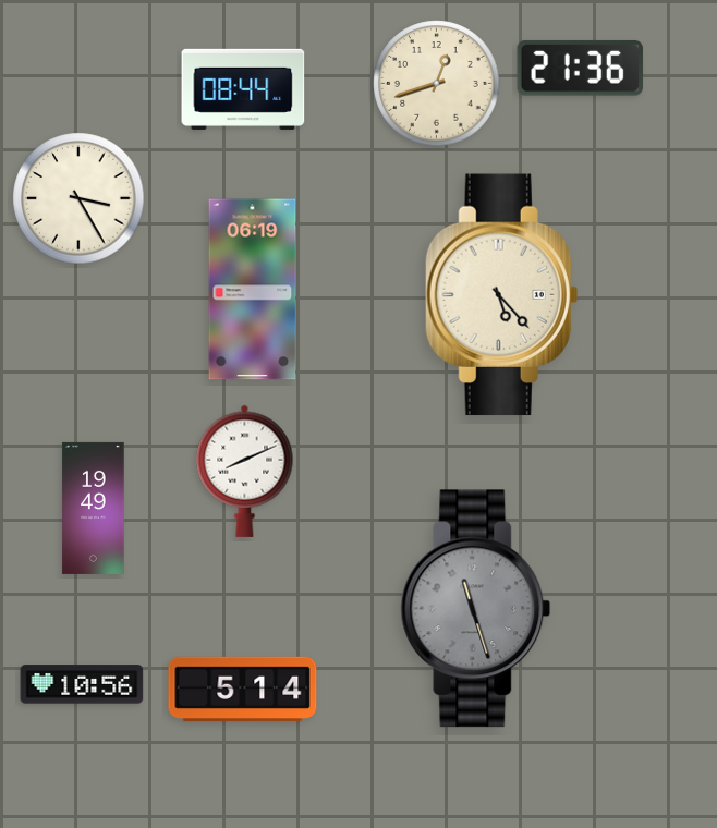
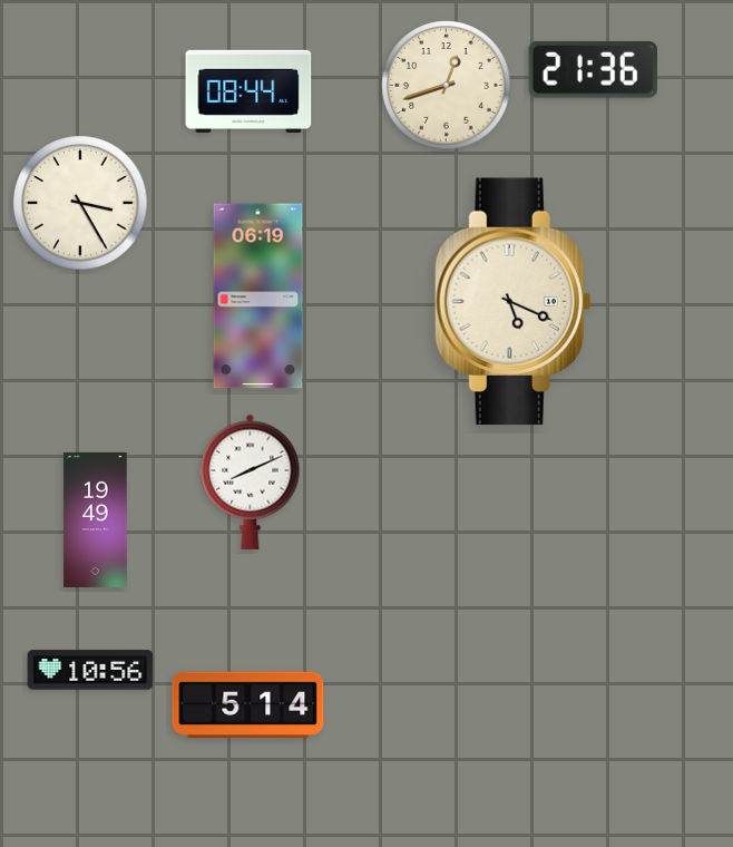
clock at (502, 295): 5:23 -> 5:19
clock at (476, 609): 11:27 -> none
clock at (82, 684) position: (82, 684) -> (90, 670)
